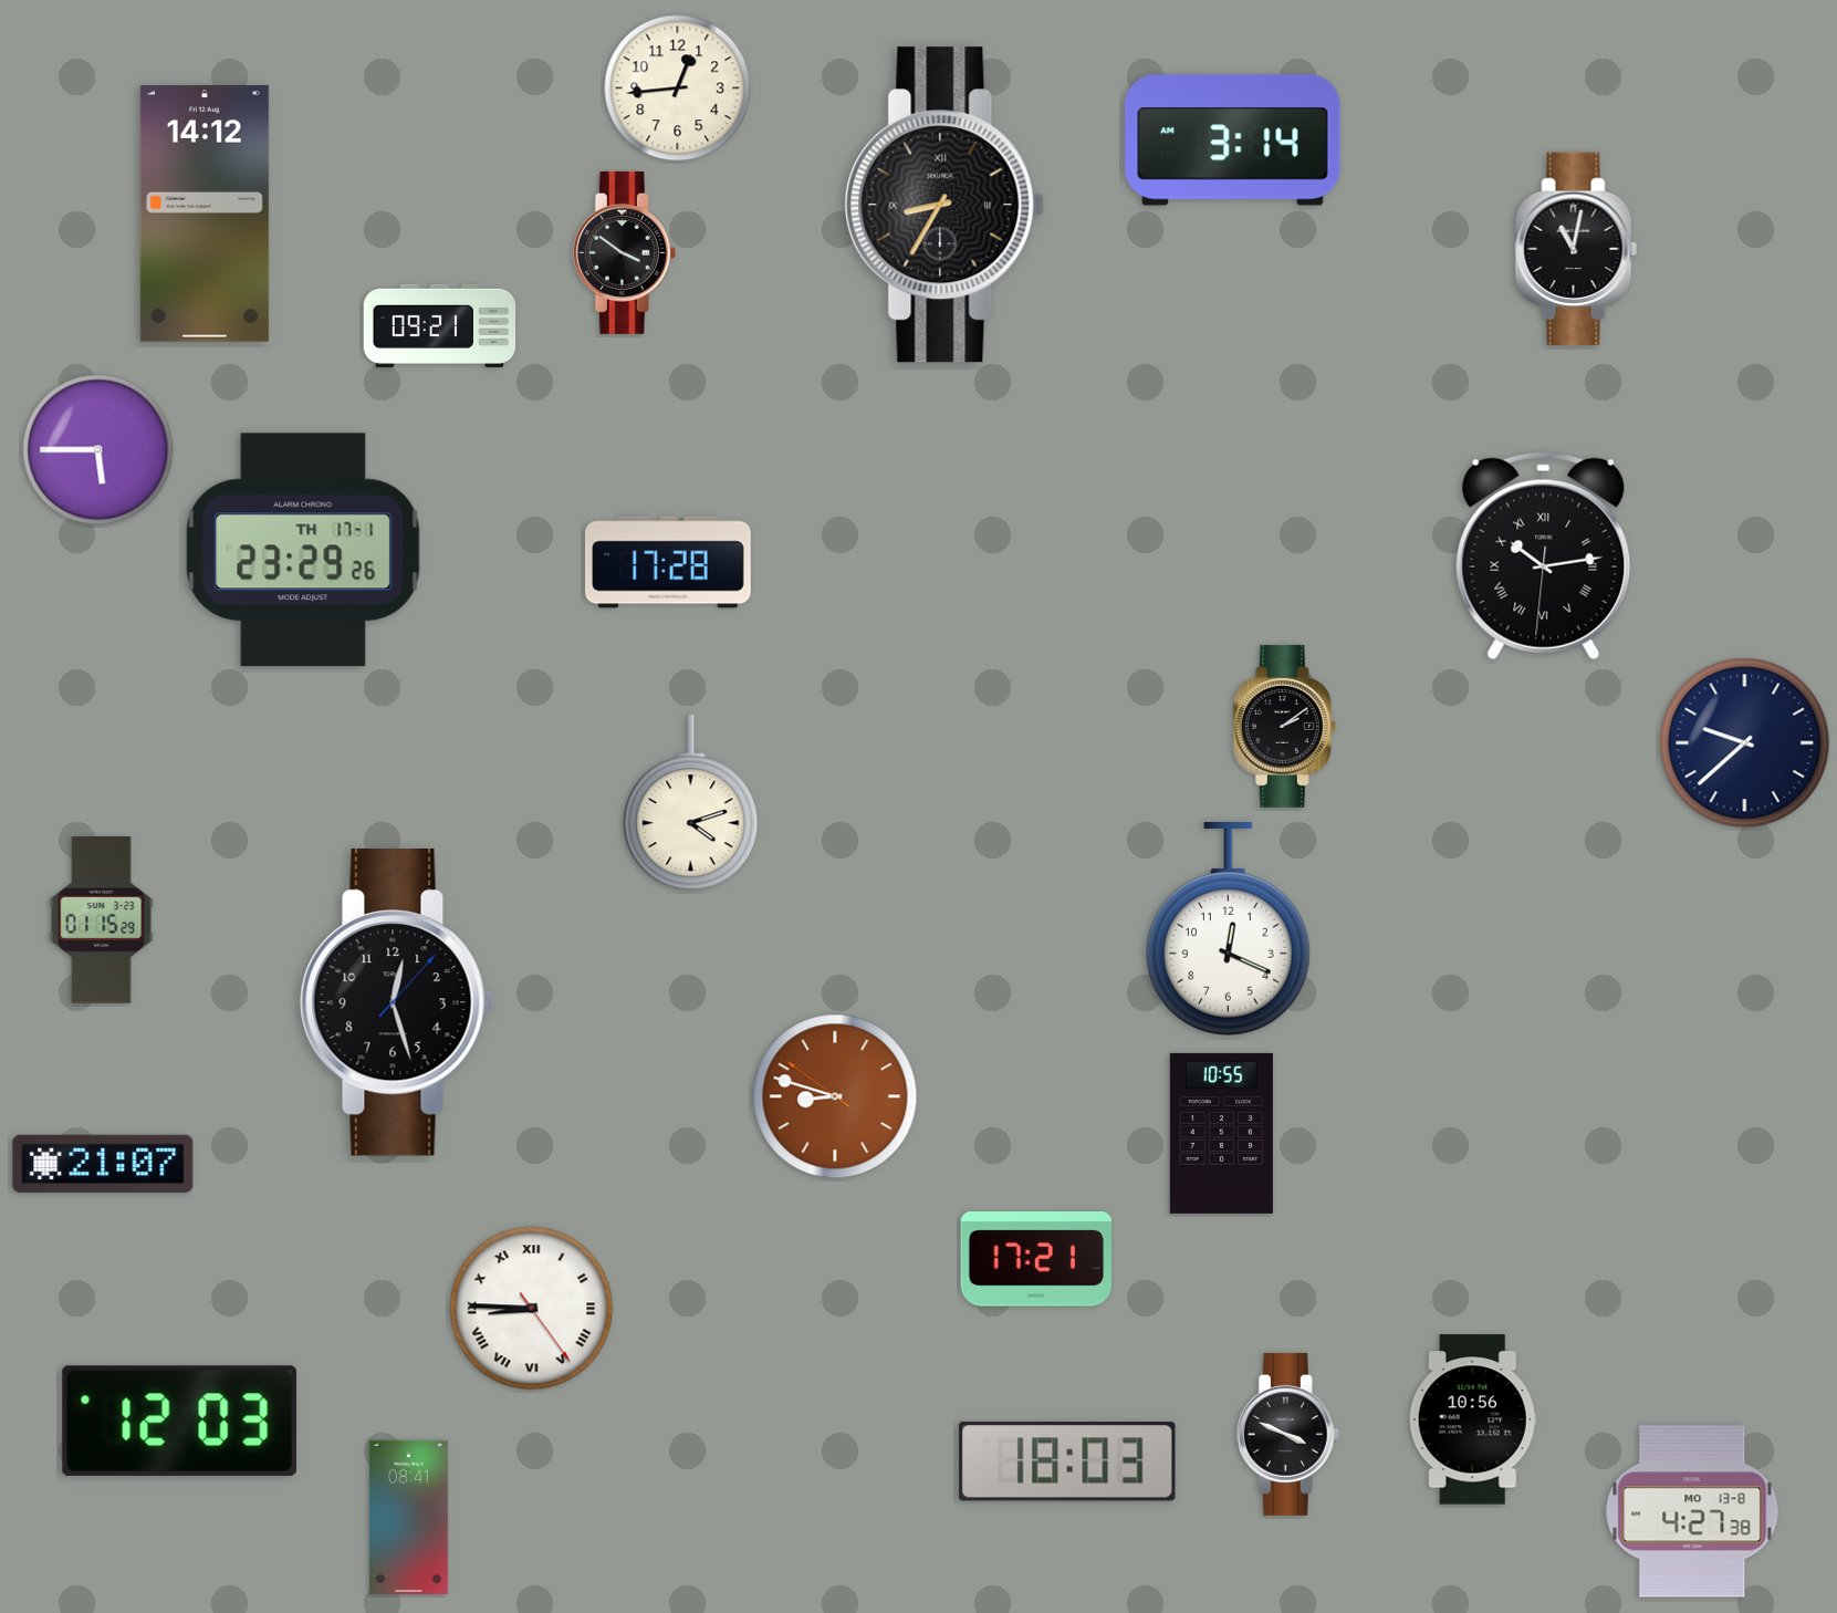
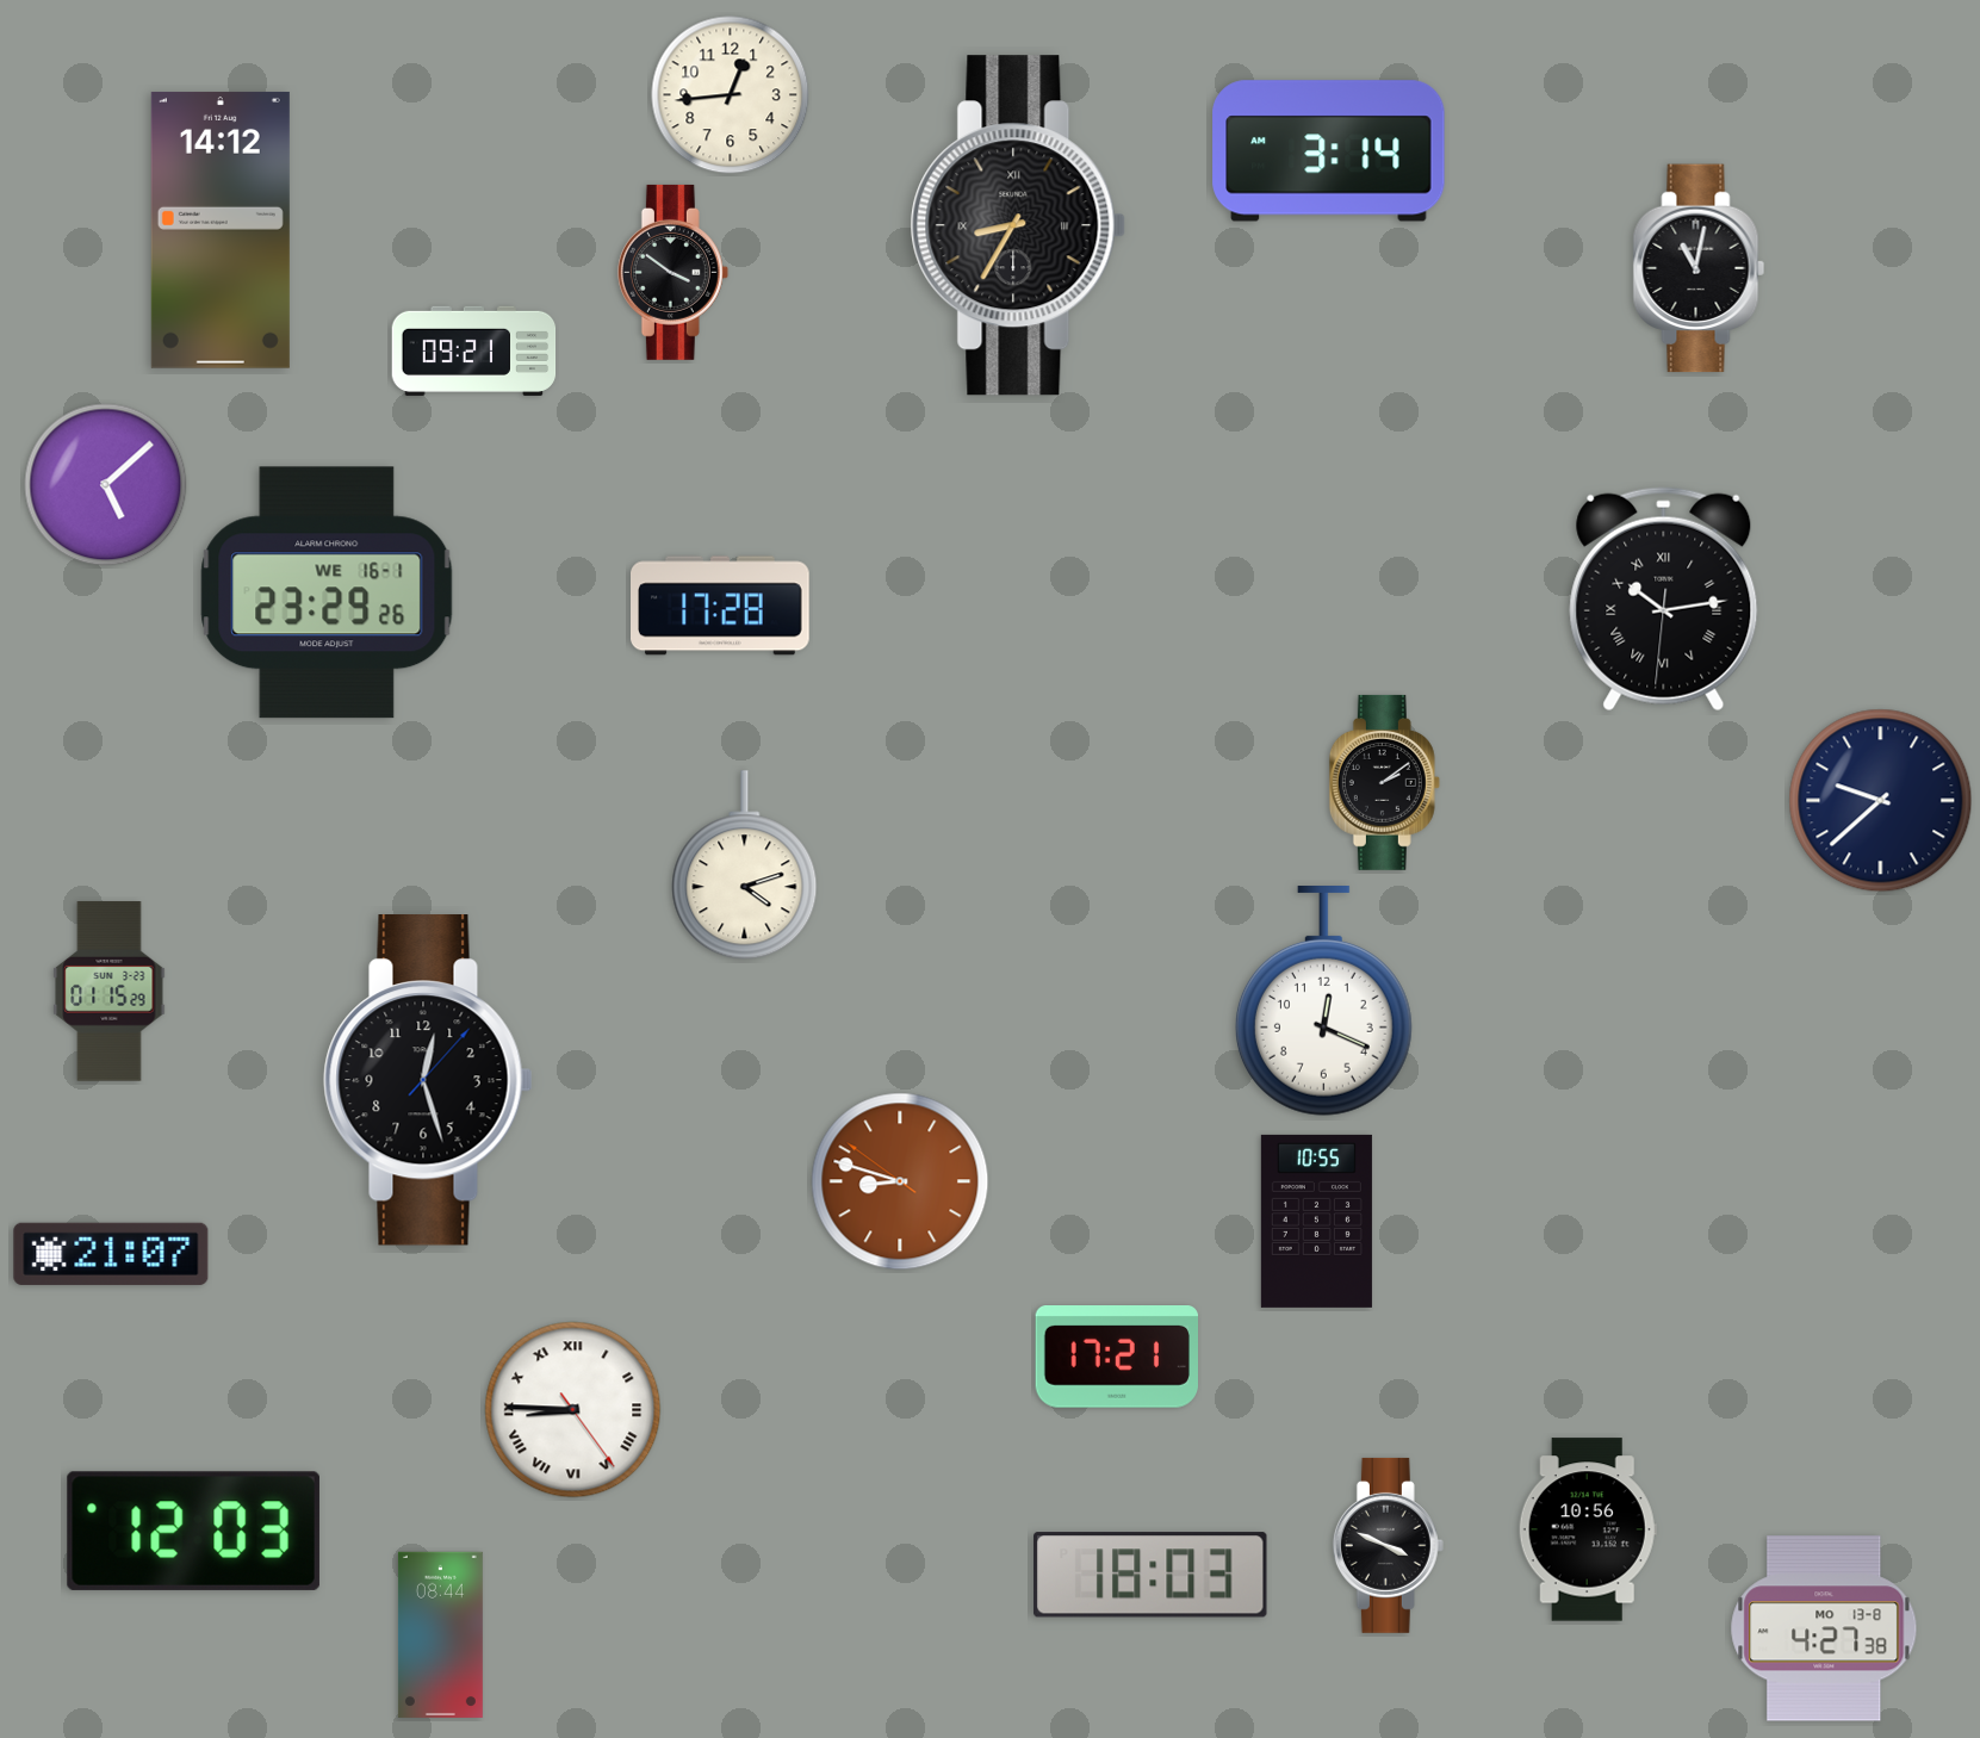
clock at (944, 205) position: (944, 205) -> (1018, 225)
clock at (98, 450): 5:45 -> 5:08
clock at (303, 550) date: TH 17-1 -> WE 16-1
clock at (408, 1517): 08:41 -> 08:44
